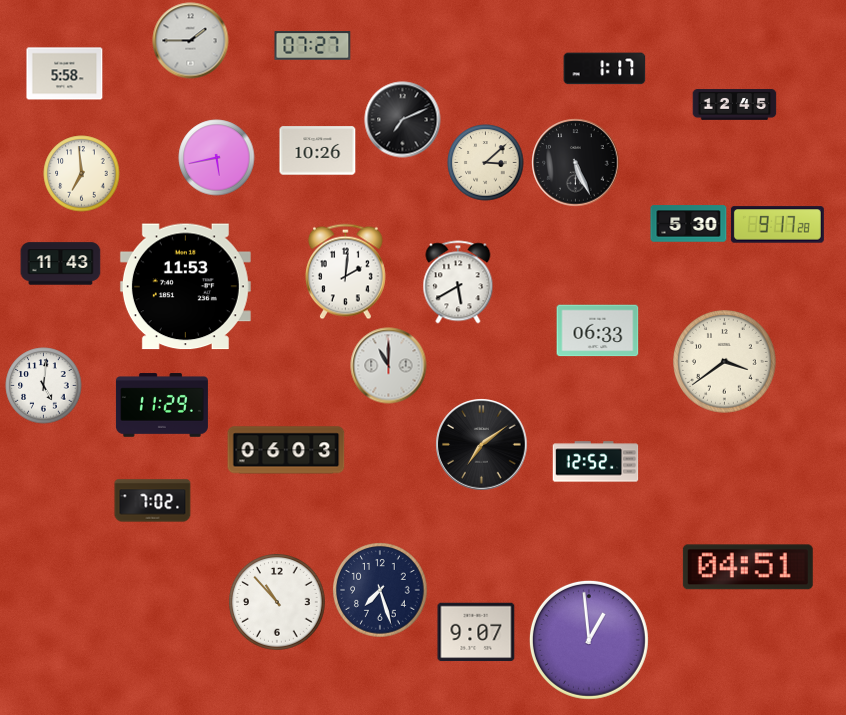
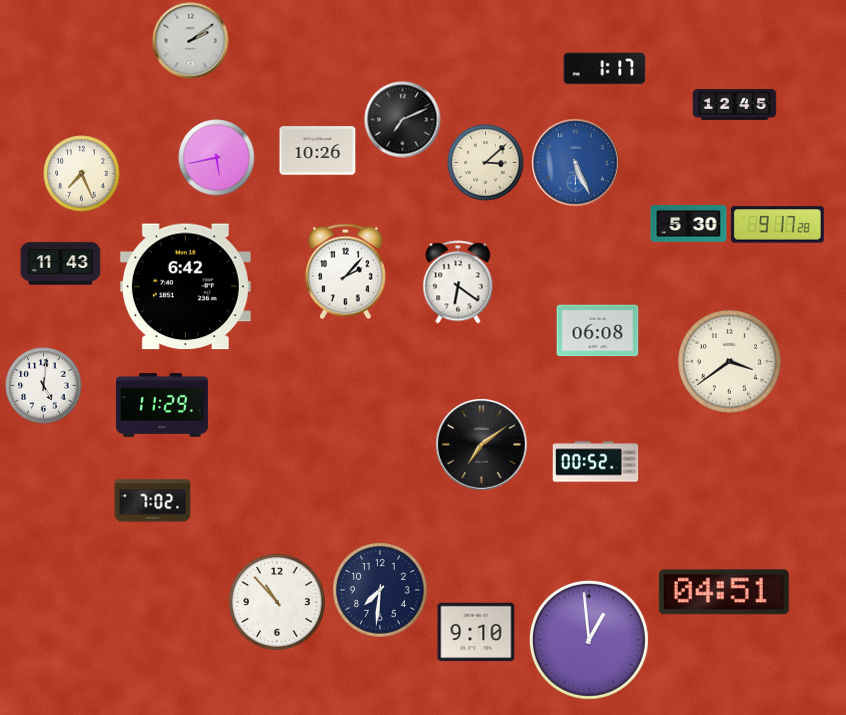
clock at (191, 41): 1:45 -> 2:09
clock at (313, 46): 07:27 -> none
clock at (65, 74): 5:58 -> none
clock at (576, 163) dial: black -> blue
clock at (82, 174): 6:59 -> 7:26
clock at (345, 272): 2:01 -> 2:07
clock at (458, 282): 5:40 -> 6:21
clock at (185, 287): 11:53 -> 6:42
clock at (598, 331): 06:33 -> 06:08
clock at (725, 362) position: (725, 362) -> (730, 362)
clock at (389, 366): 11:00 -> none
clock at (286, 450): 06:03 -> none
clock at (596, 462): 12:52 -> 00:52
clock at (748, 567) position: (748, 567) -> (724, 592)
clock at (380, 590): 7:27 -> 7:31
clock at (476, 632): 9:07 -> 9:10
